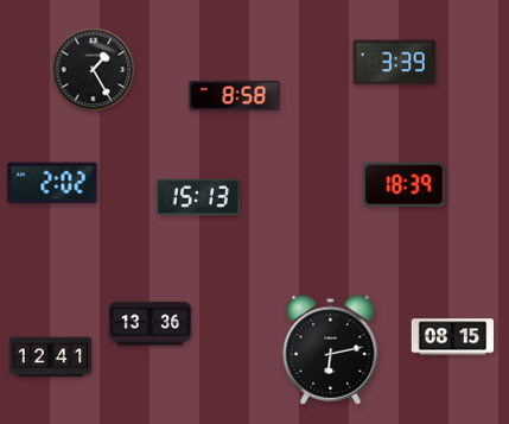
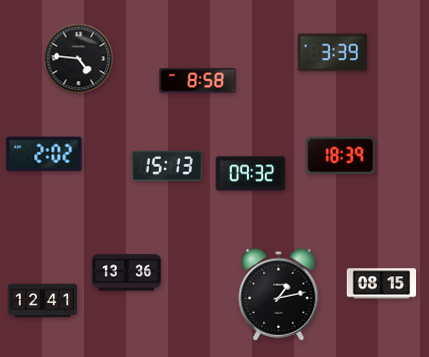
clock at (94, 70): 1:25 -> 4:46
clock at (251, 174): none -> 09:32
clock at (331, 349): 6:13 -> 1:13
